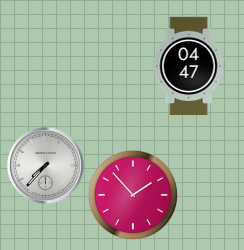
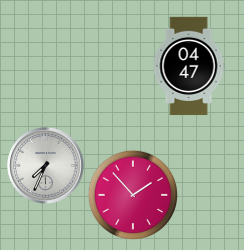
clock at (46, 166): 7:37 -> 7:34
